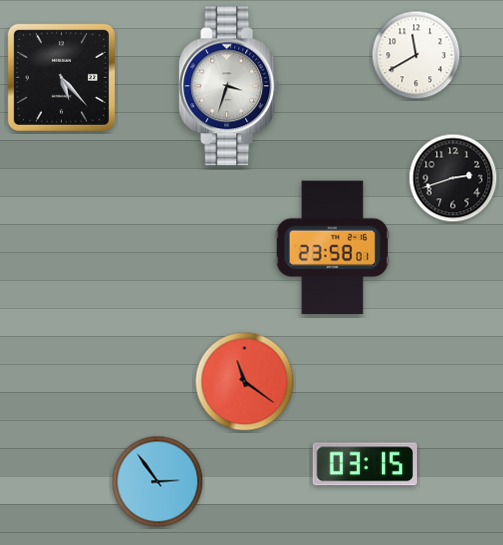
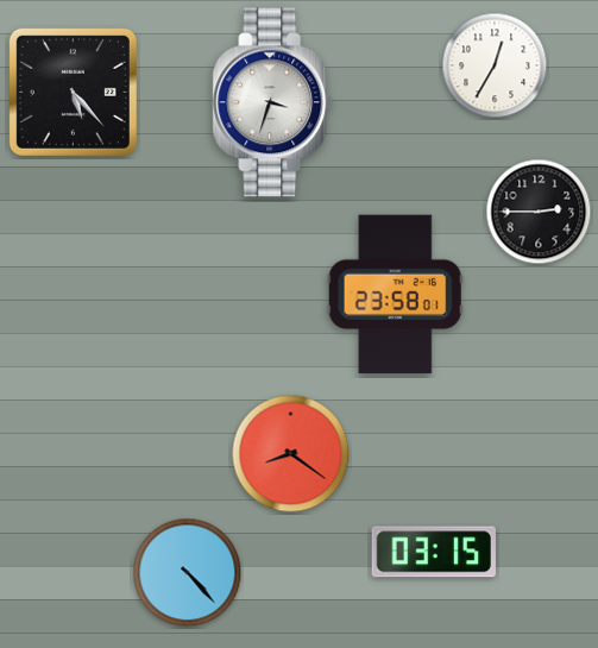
clock at (416, 55): 11:40 -> 12:35
clock at (453, 178): 2:42 -> 2:45
clock at (245, 382): 11:21 -> 8:21
clock at (158, 482): 2:54 -> 4:23
